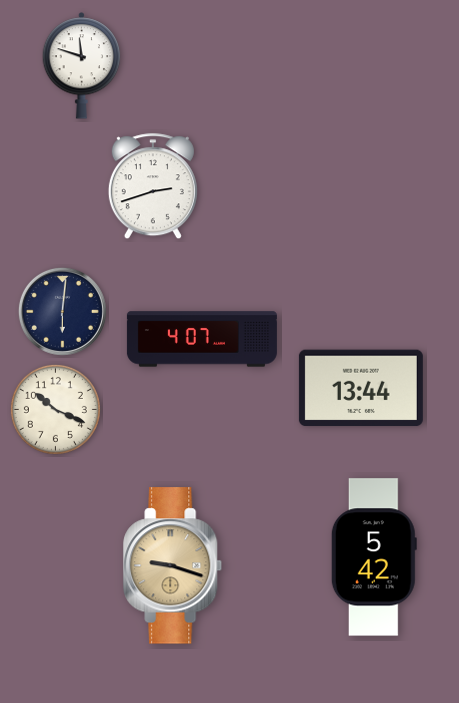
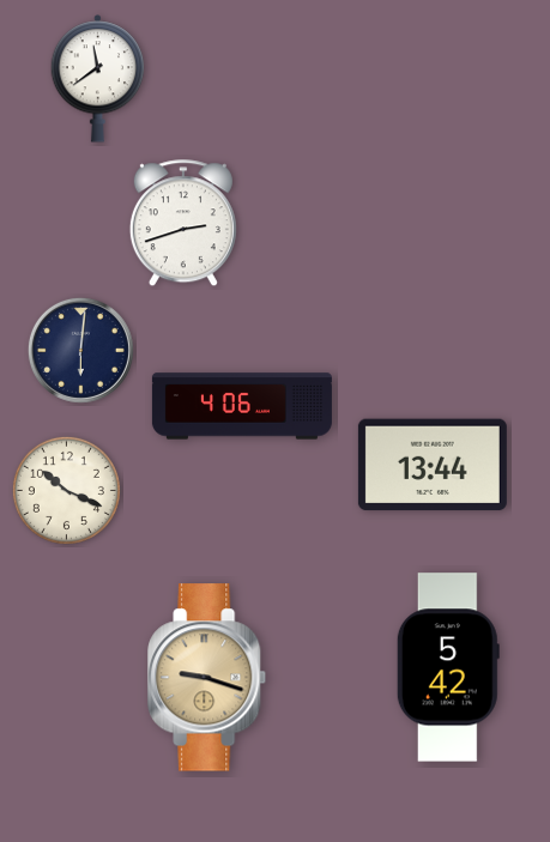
clock at (82, 66): 11:48 -> 11:39
clock at (62, 311) position: (62, 311) -> (80, 350)
clock at (202, 339): 4:07 -> 4:06
